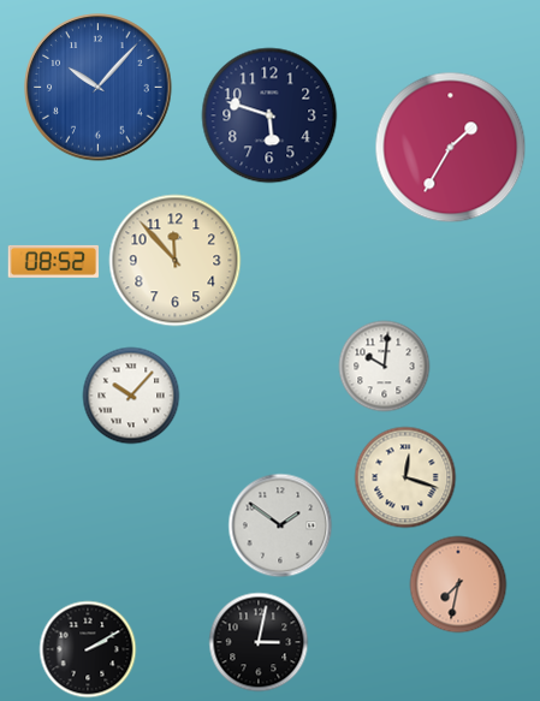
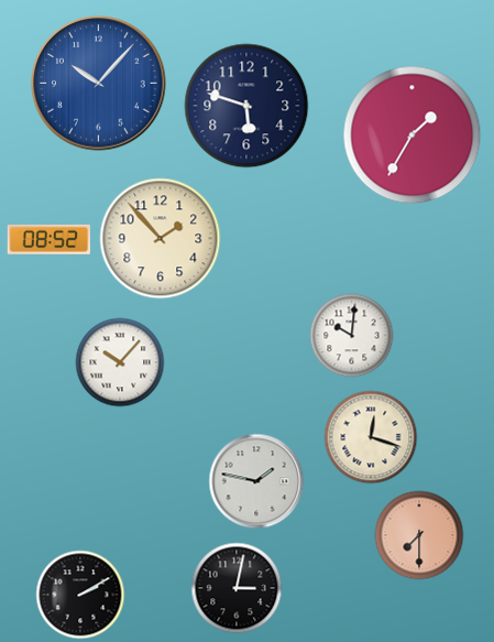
clock at (99, 88) position: (99, 88) -> (99, 84)
clock at (176, 261): 11:53 -> 1:53
clock at (280, 525): 1:51 -> 1:47
clock at (458, 584): 7:32 -> 7:30
